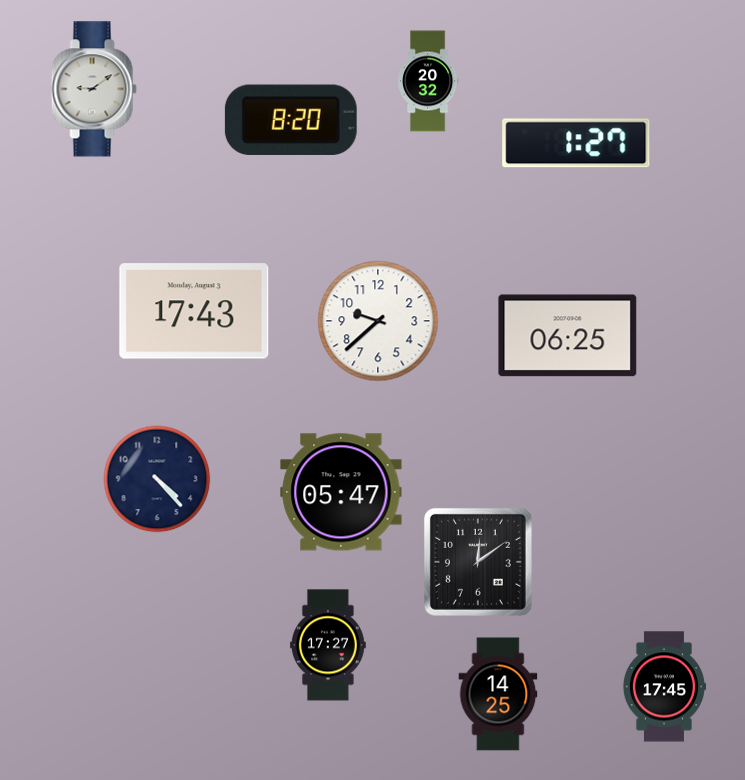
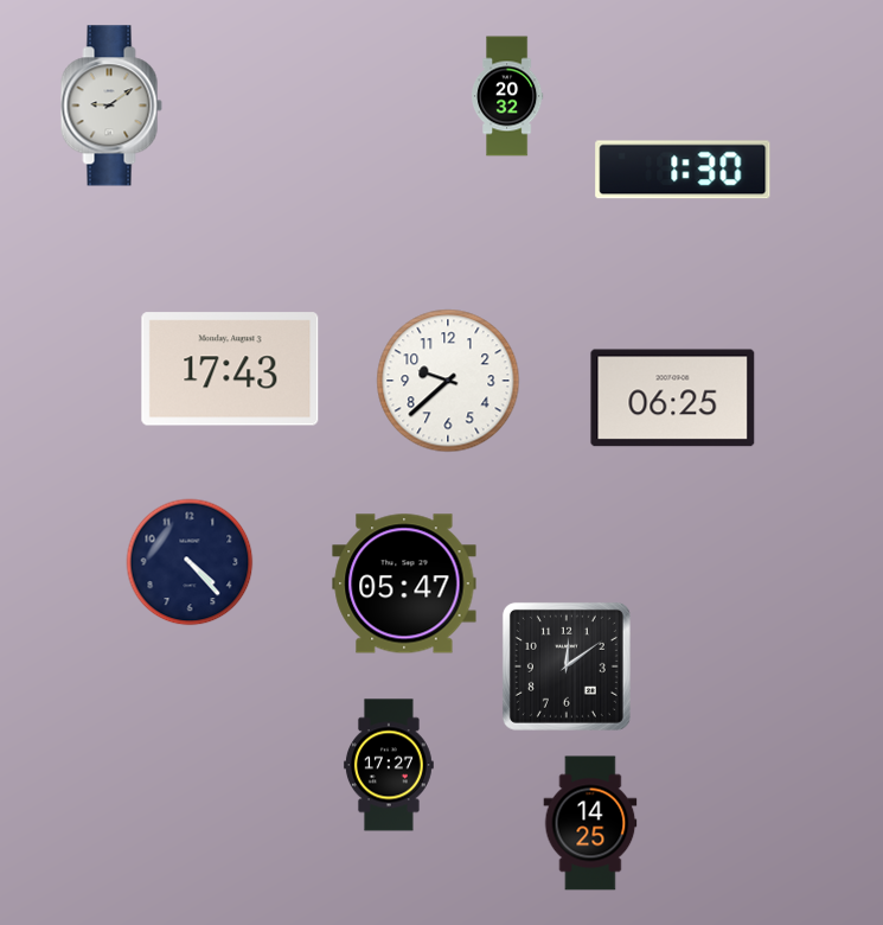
clock at (291, 120): 8:20 -> none
clock at (576, 143): 1:27 -> 1:30
clock at (157, 479) position: (157, 479) -> (190, 562)
clock at (664, 687): 17:45 -> none
